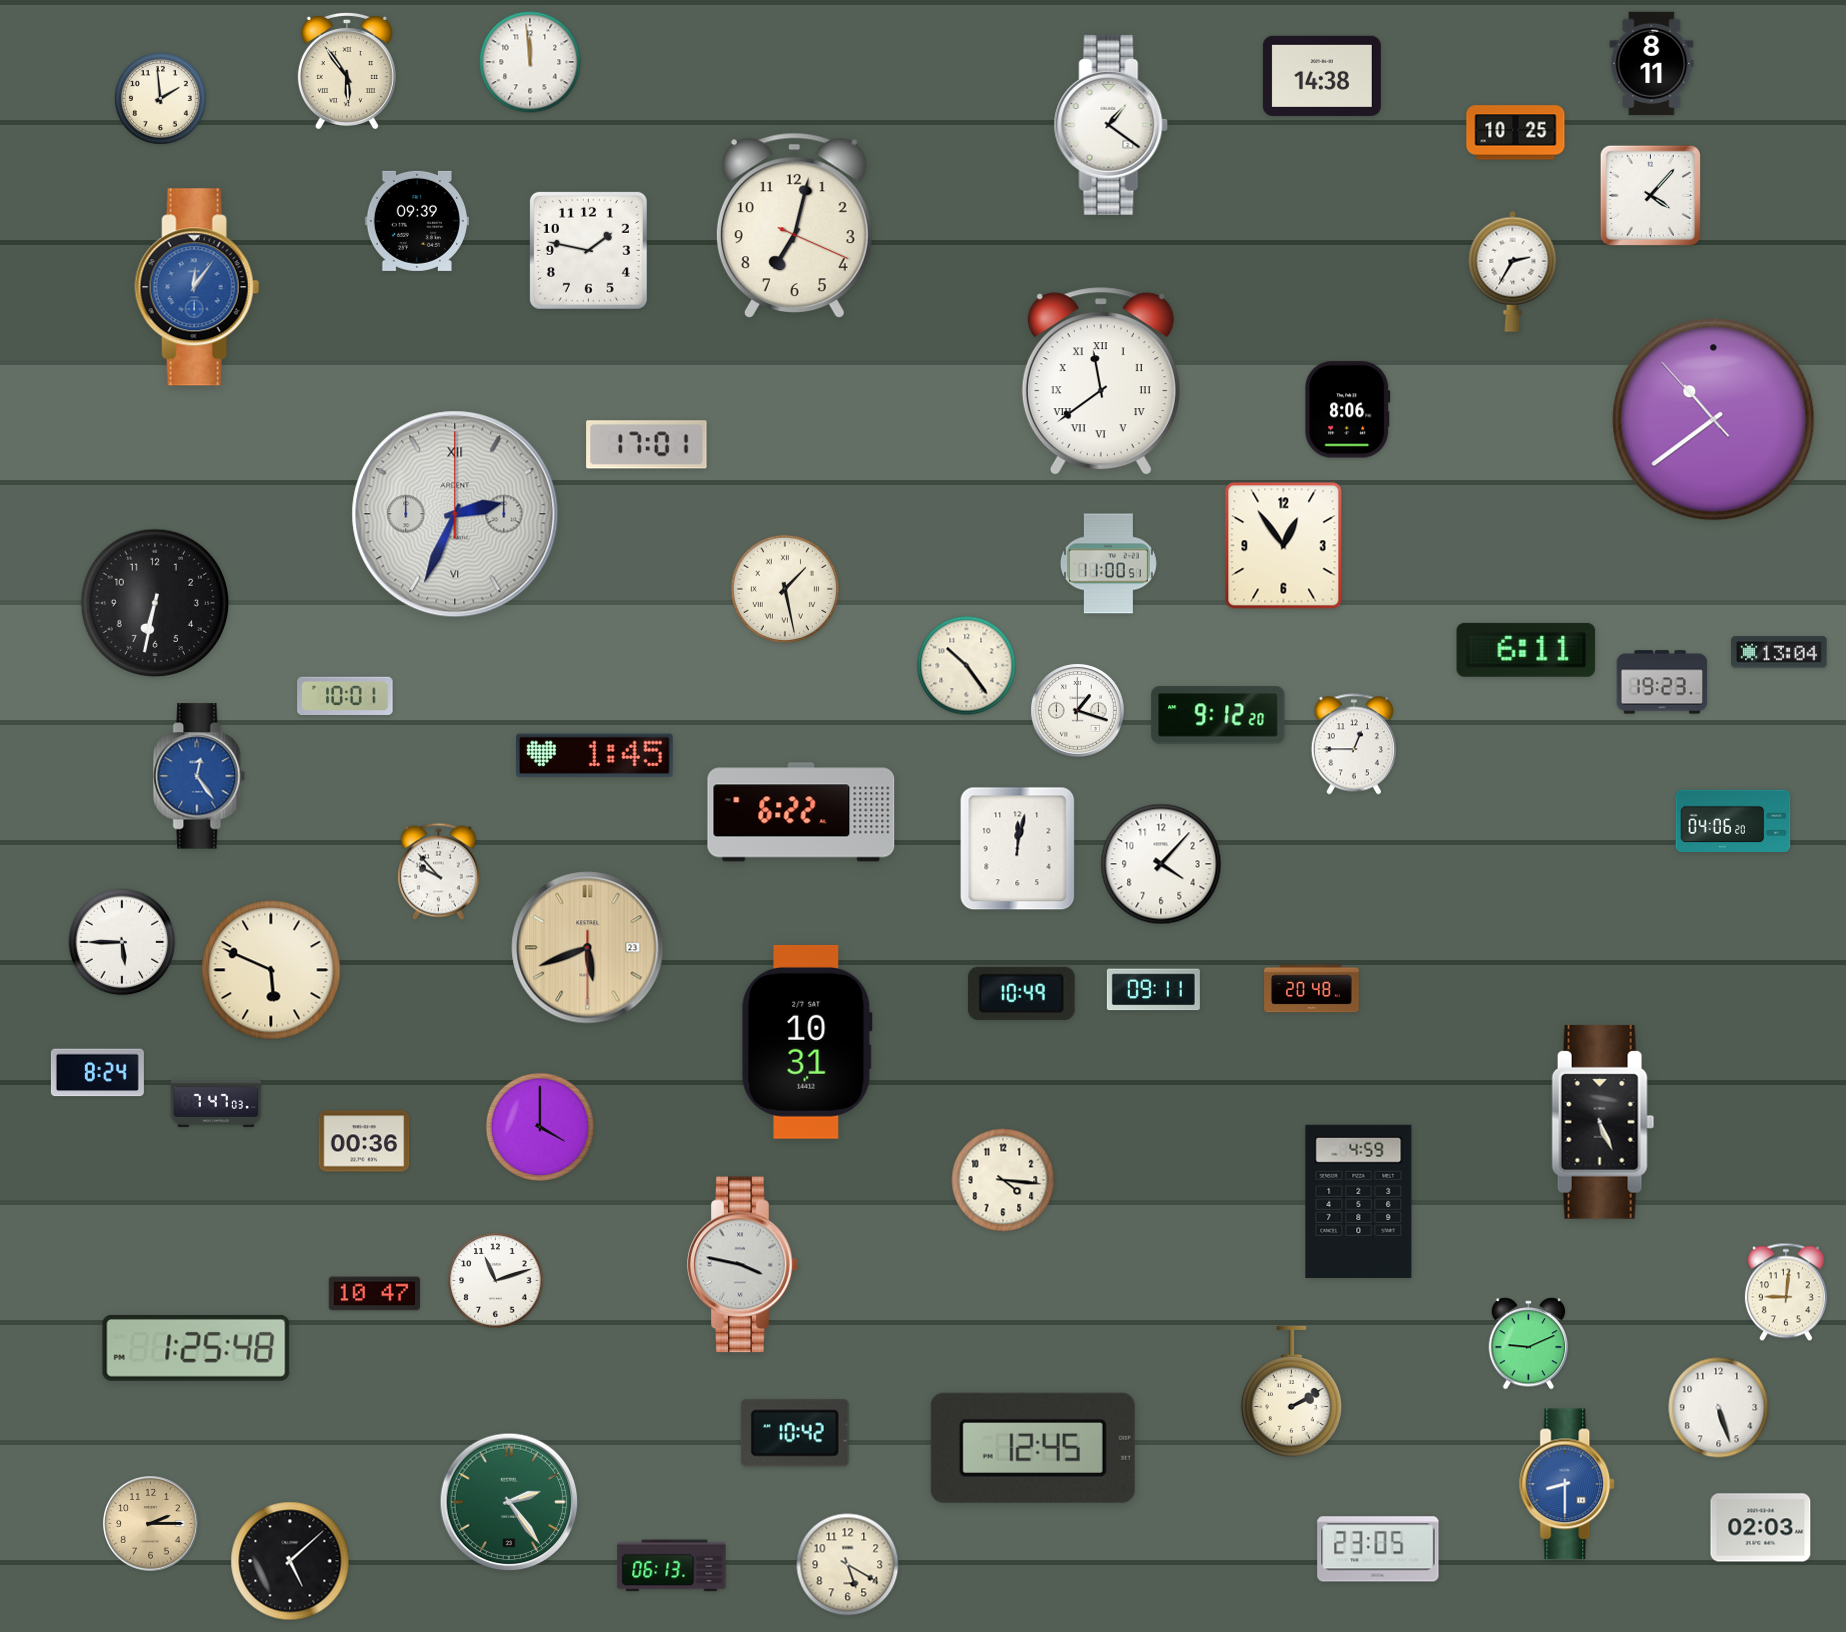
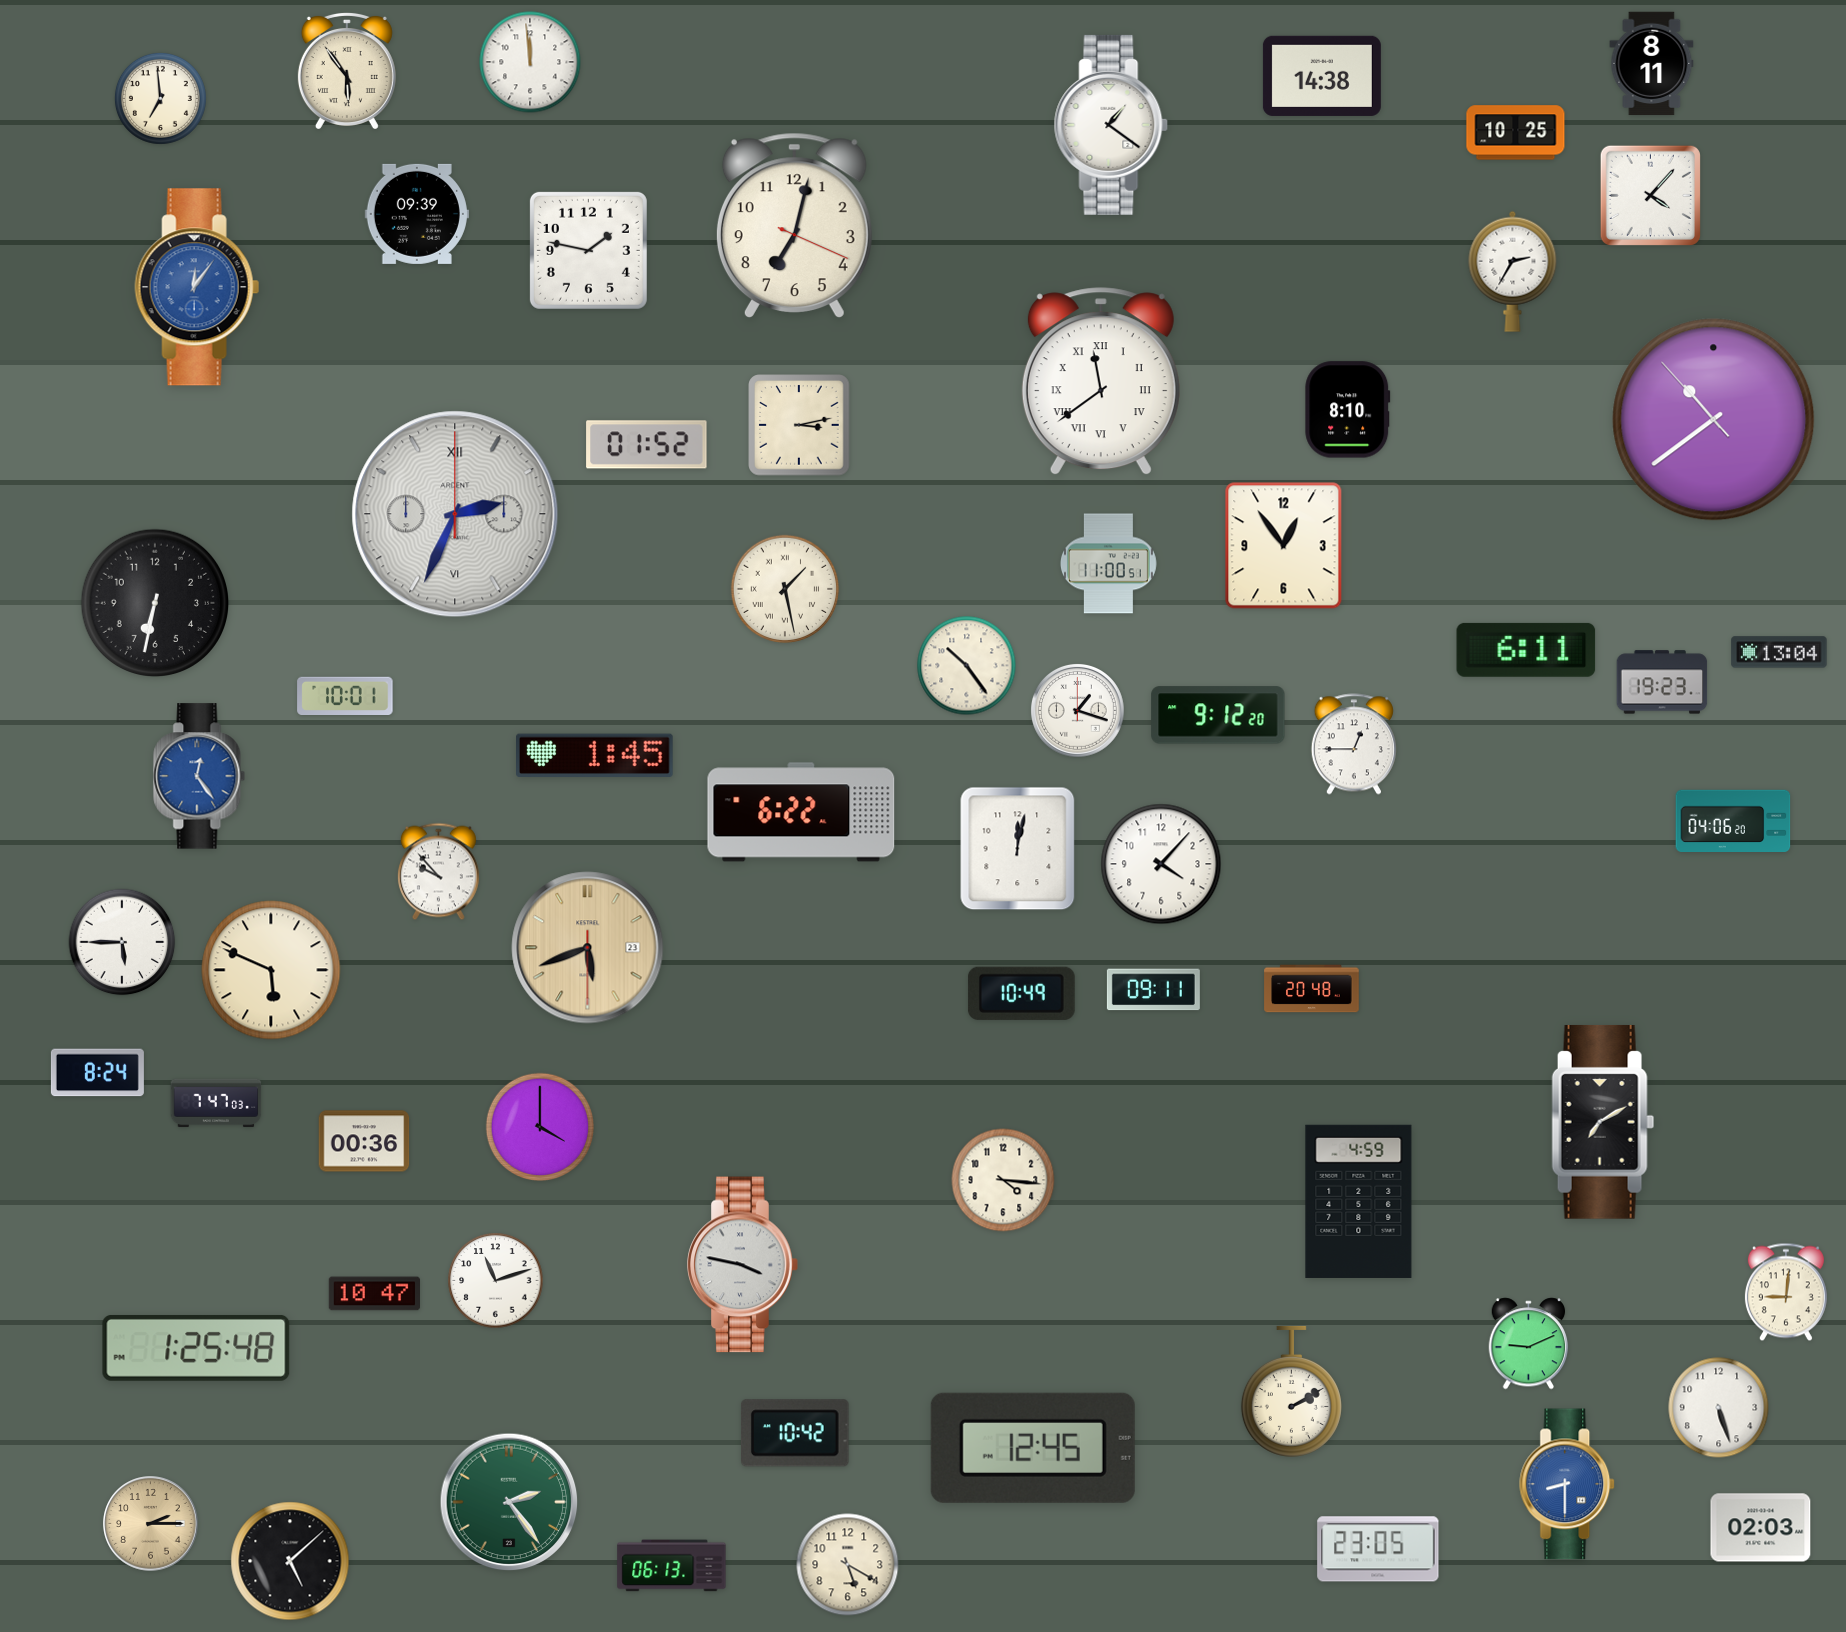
clock at (160, 98): 1:59 -> 6:59
clock at (417, 221) position: (417, 221) -> (417, 214)
clock at (1348, 410): 8:06 -> 8:10
clock at (799, 425): none -> 3:13
clock at (647, 445): 17:01 -> 01:52
clock at (807, 1042): 10:31 -> none
clock at (1603, 1122): 5:26 -> 7:10
